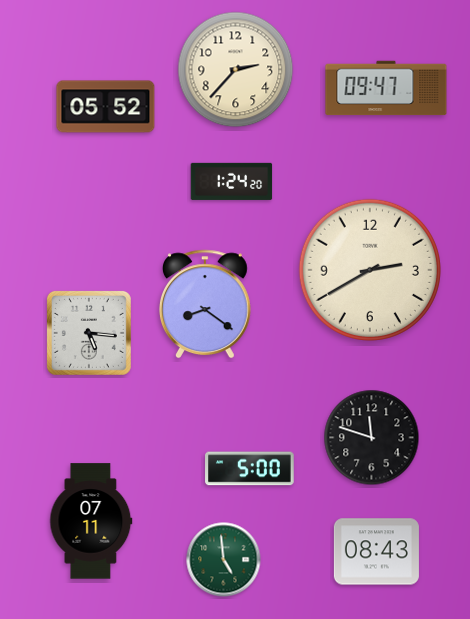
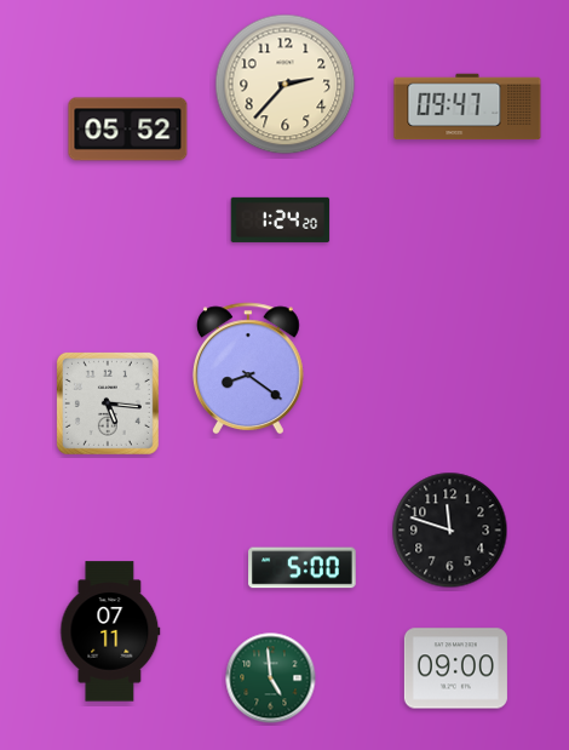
clock at (370, 270): 2:40 -> none
clock at (376, 552): 08:43 -> 09:00
